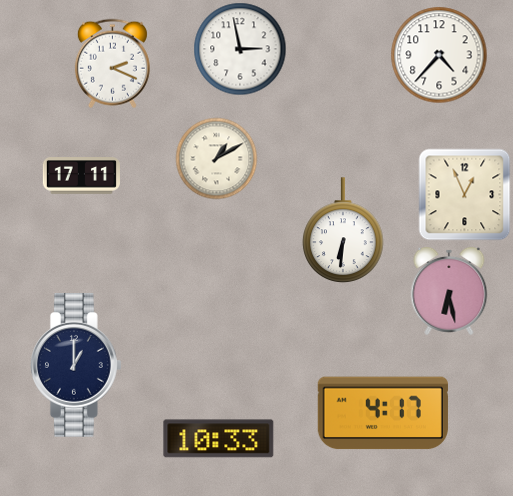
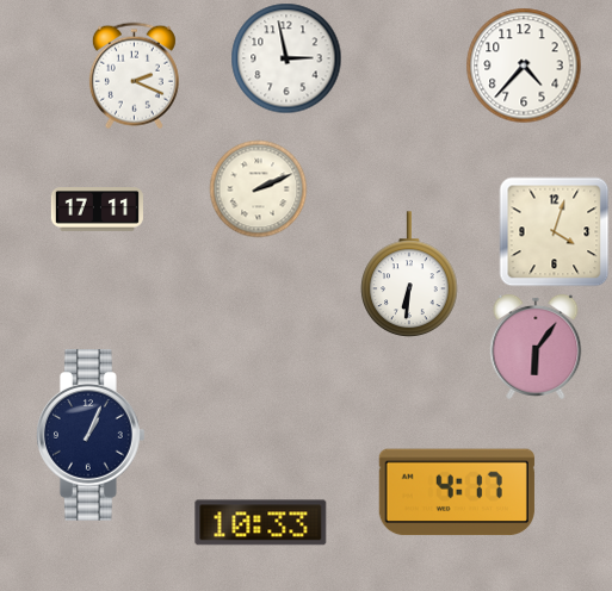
clock at (216, 158): 1:10 -> 2:11
clock at (464, 194): 12:56 -> 4:03
clock at (449, 291): 6:28 -> 6:06
clock at (77, 366): 1:00 -> 1:04
